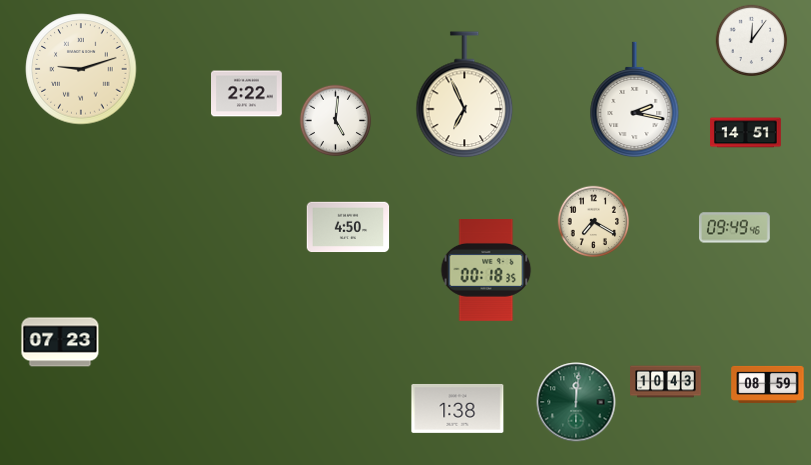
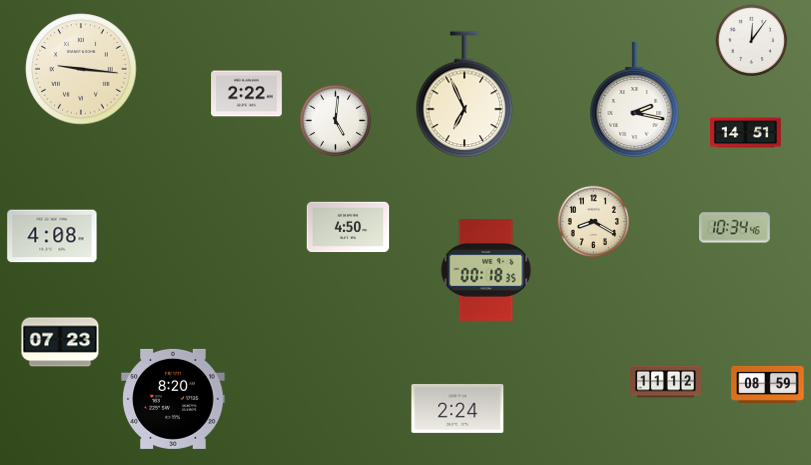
clock at (81, 69): 9:12 -> 9:16
clock at (594, 222): 7:20 -> 8:20
clock at (735, 228): 09:49 -> 10:34
clock at (52, 236): none -> 4:08
clock at (666, 382): 10:43 -> 11:12
clock at (173, 399): none -> 8:20
clock at (576, 402): 12:01 -> none
clock at (458, 408): 1:38 -> 2:24
